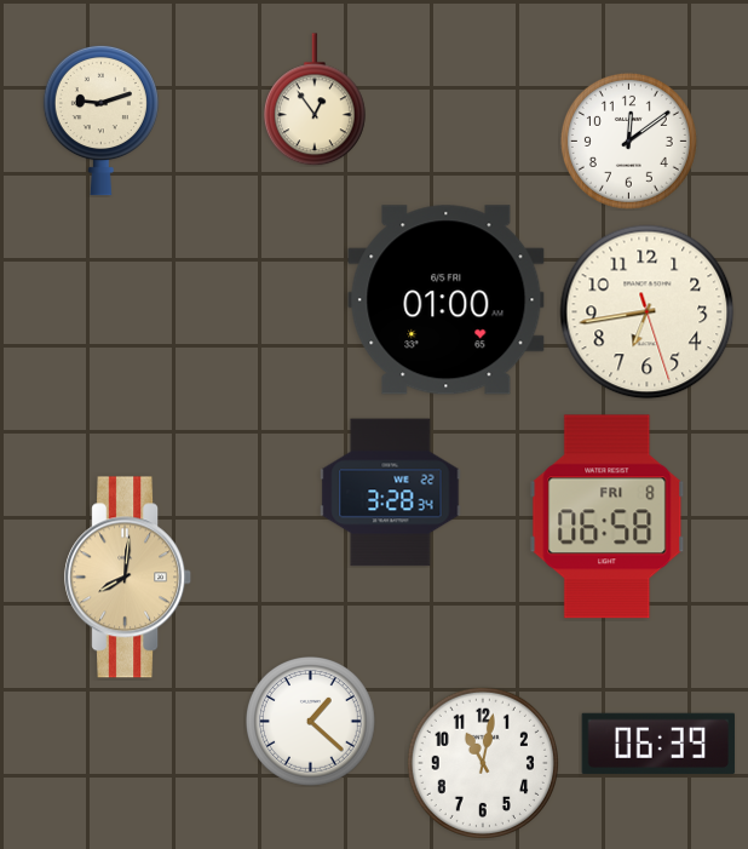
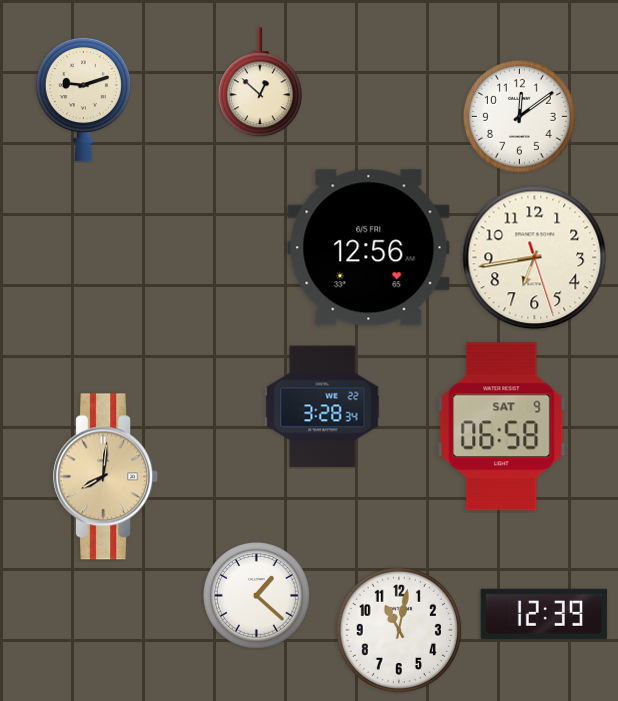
clock at (315, 99): 12:54 -> 12:52
clock at (447, 300): 01:00 -> 12:56
clock at (608, 517) date: FRI 8 -> SAT 9
clock at (658, 744): 06:39 -> 12:39
